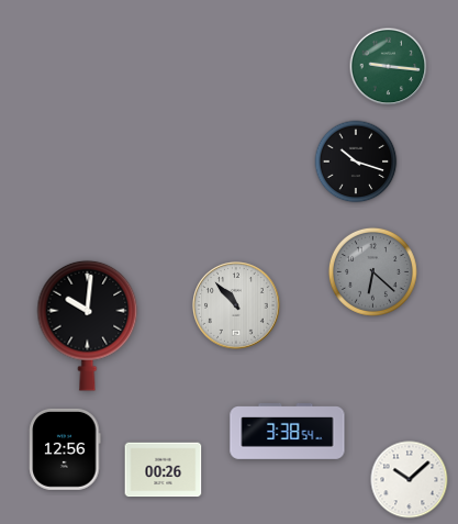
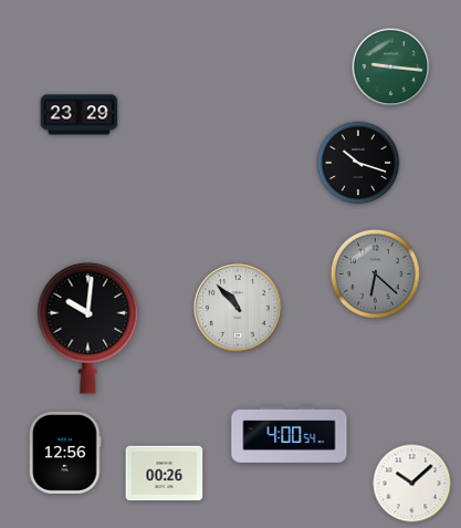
clock at (80, 115): none -> 23:29
clock at (288, 432): 3:38 -> 4:00
